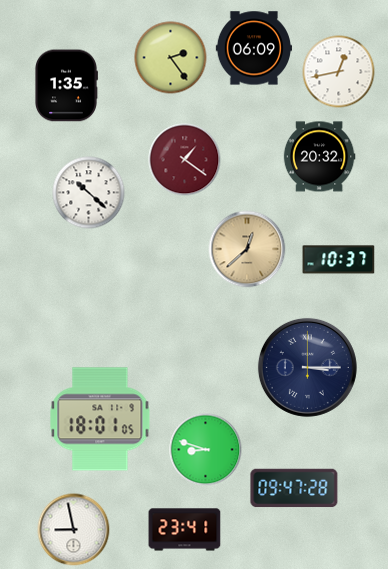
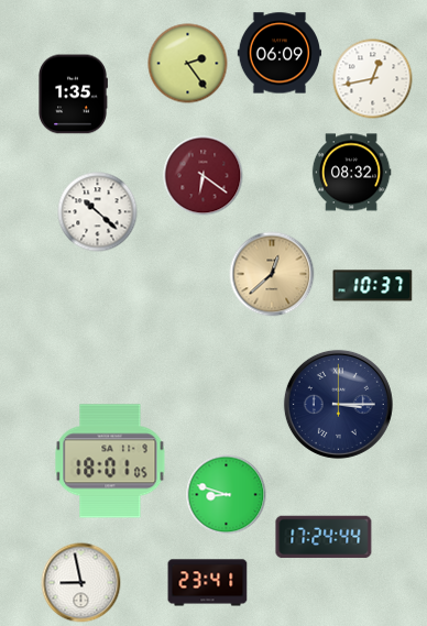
clock at (319, 157): 20:32 -> 08:32
clock at (185, 160): 1:21 -> 6:21
clock at (294, 488): 09:47 -> 17:24
clock at (185, 530) position: (185, 530) -> (208, 583)
